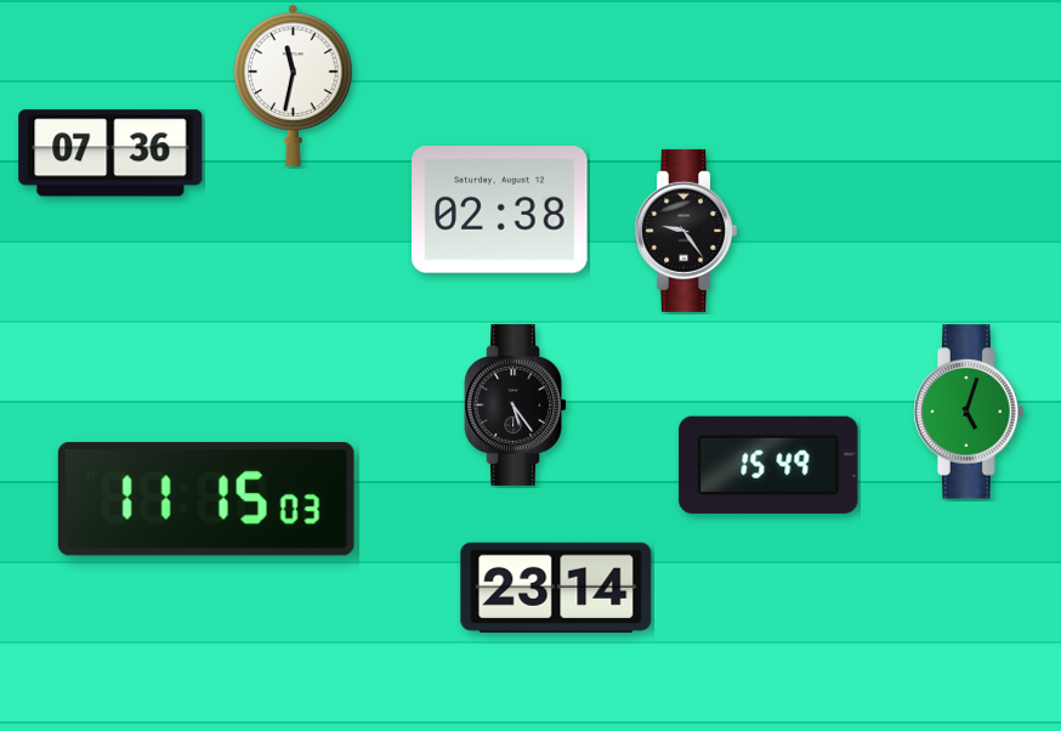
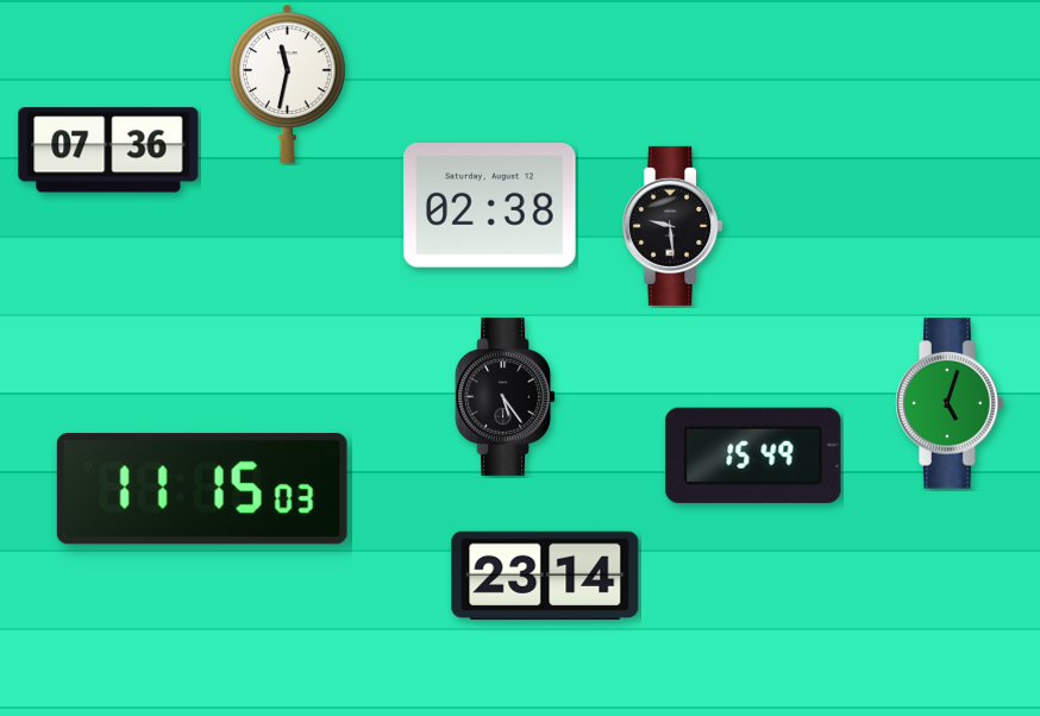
clock at (685, 231): 9:24 -> 9:29
